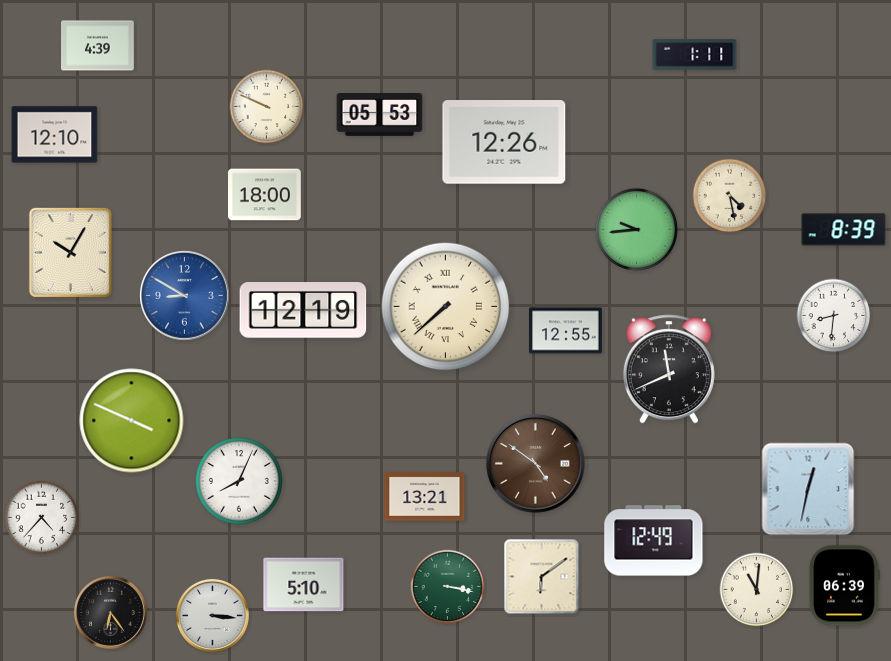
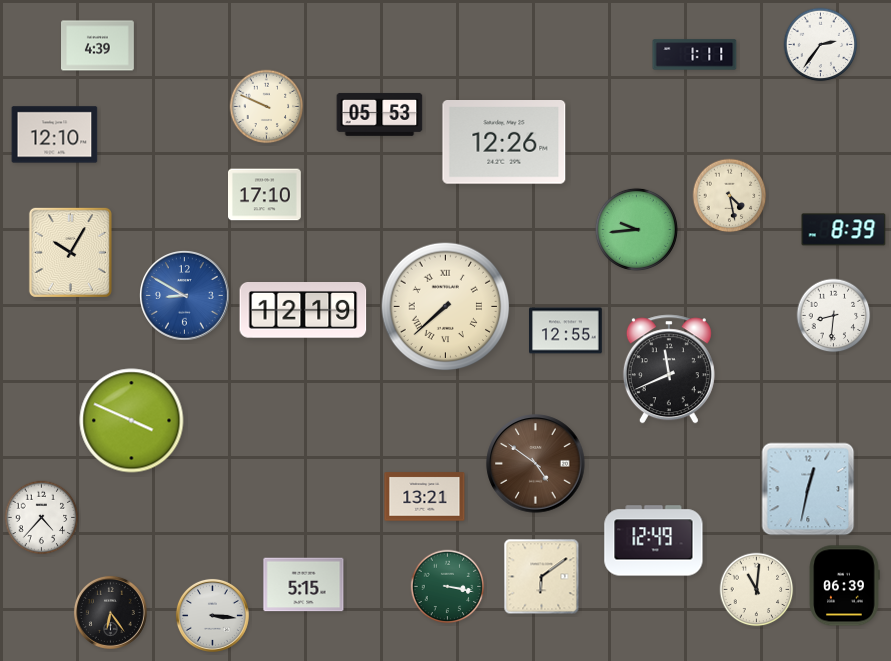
clock at (821, 45): none -> 2:36
clock at (265, 195): 18:00 -> 17:10
clock at (239, 481): 8:04 -> none
clock at (304, 585): 5:10 -> 5:15
